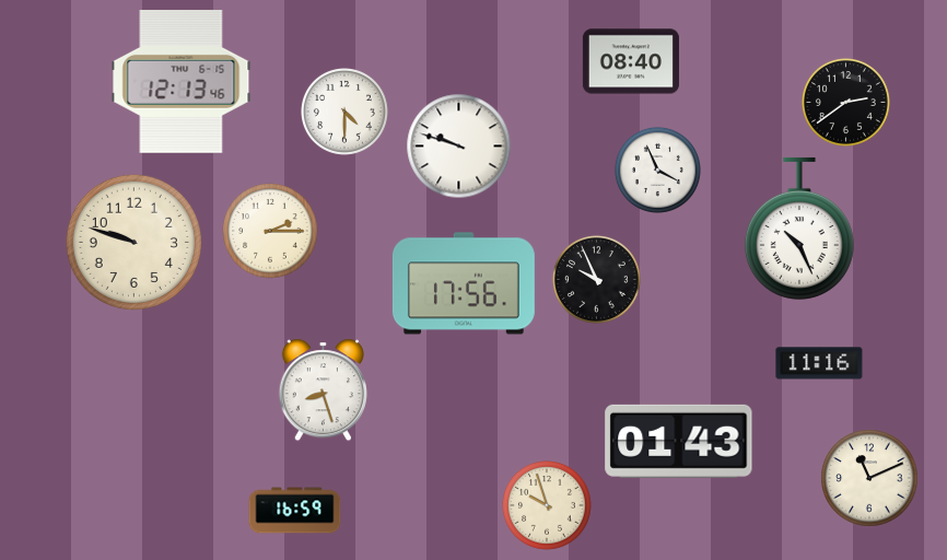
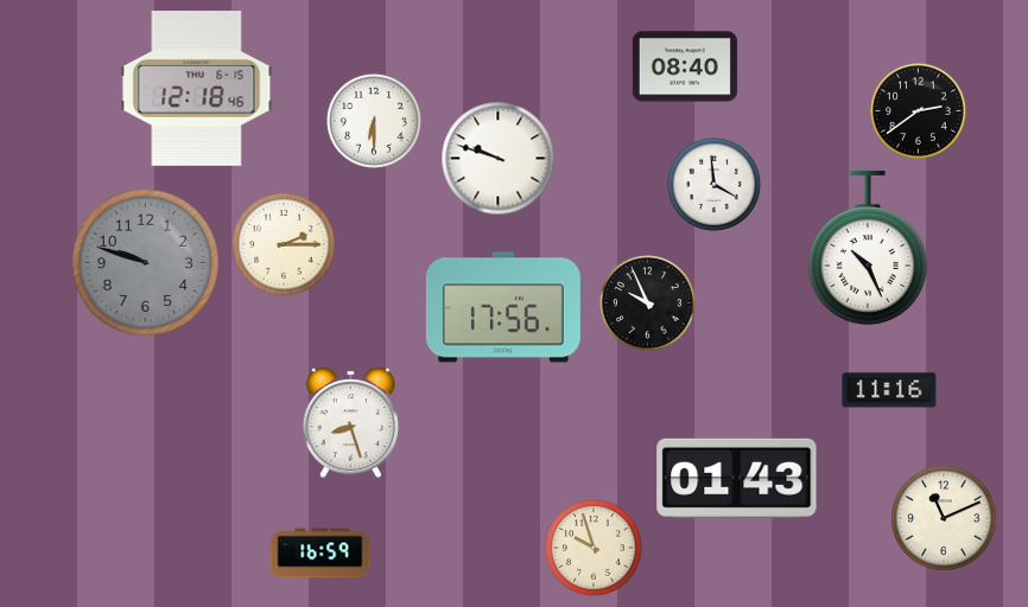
clock at (182, 82): 12:13 -> 12:18
clock at (344, 112): 4:30 -> 6:30
clock at (657, 170): 3:56 -> 3:59
clock at (270, 231) position: (270, 231) -> (284, 244)
clock at (133, 242) dial: cream -> grey
clock at (819, 363) position: (819, 363) -> (889, 390)
